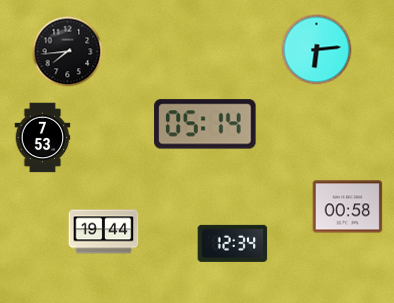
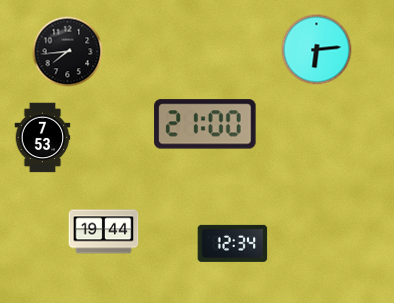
clock at (205, 124): 05:14 -> 21:00
clock at (348, 207): 00:58 -> none
